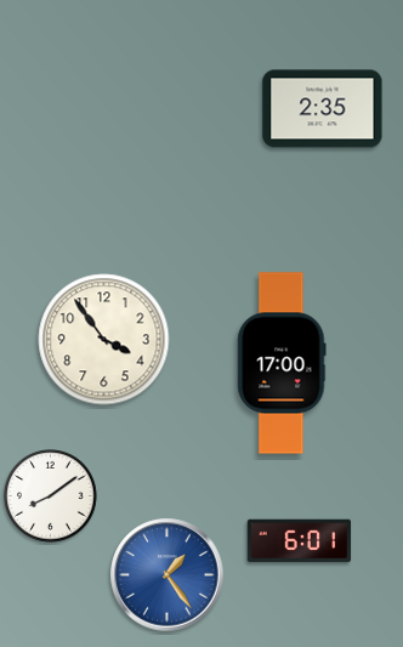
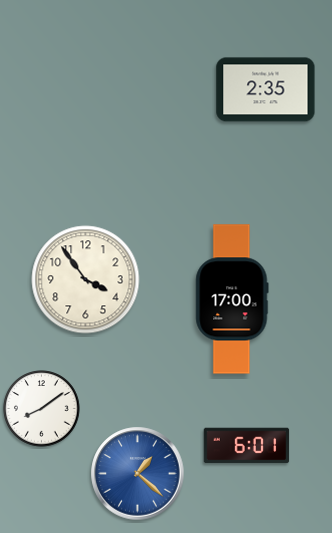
clock at (168, 575): 1:24 -> 1:22
